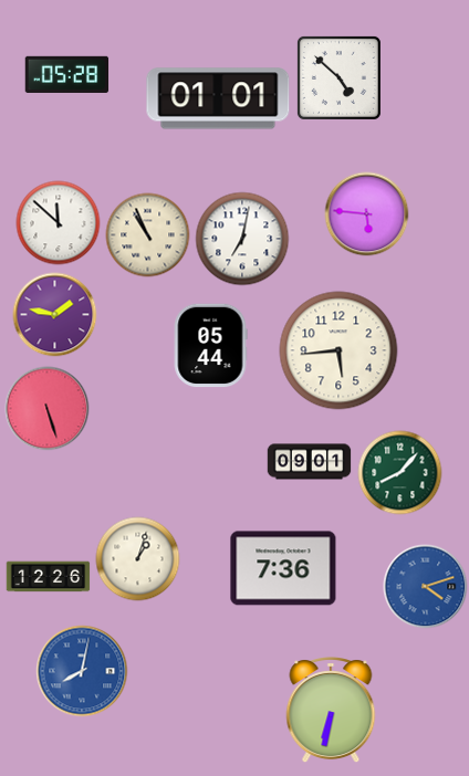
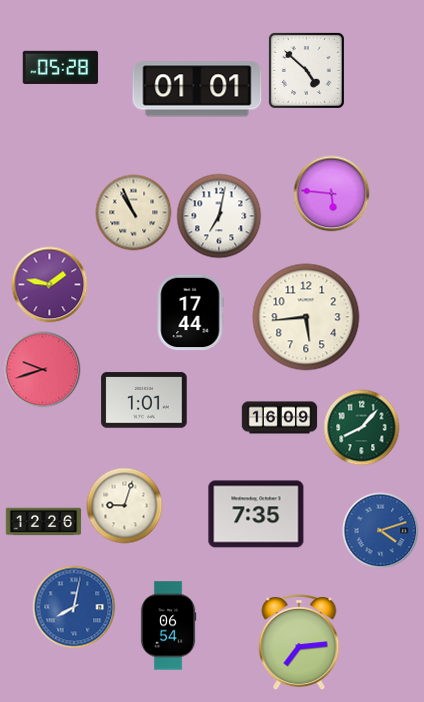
clock at (59, 223): 11:52 -> none
clock at (210, 346): 05:44 -> 17:44
clock at (48, 409): 5:27 -> 9:42
clock at (144, 400): none -> 1:01
clock at (310, 462): 09:01 -> 16:09
clock at (138, 559): 1:03 -> 9:03
clock at (283, 568): 7:36 -> 7:35
clock at (426, 587) position: (426, 587) -> (381, 531)
clock at (168, 626): none -> 06:54
clock at (331, 711): 6:32 -> 7:14
